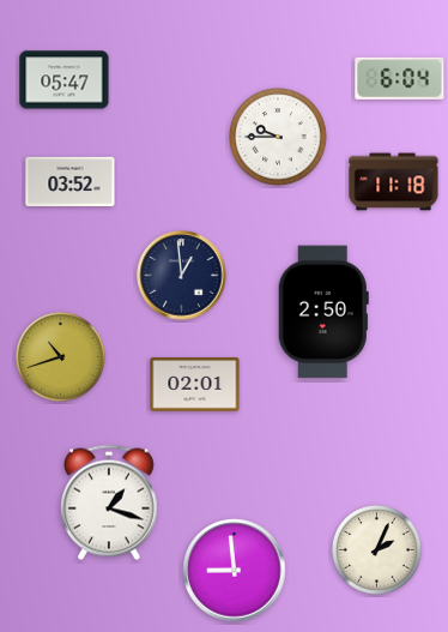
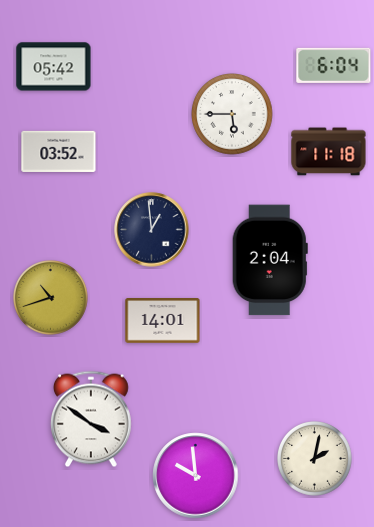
clock at (65, 80): 05:47 -> 05:42
clock at (278, 137): 9:45 -> 5:45
clock at (323, 312): 2:50 -> 2:04
clock at (195, 385): 02:01 -> 14:01
clock at (109, 502): 1:18 -> 3:51
clock at (377, 550): 2:04 -> 2:02
clock at (235, 571): 8:59 -> 9:59
